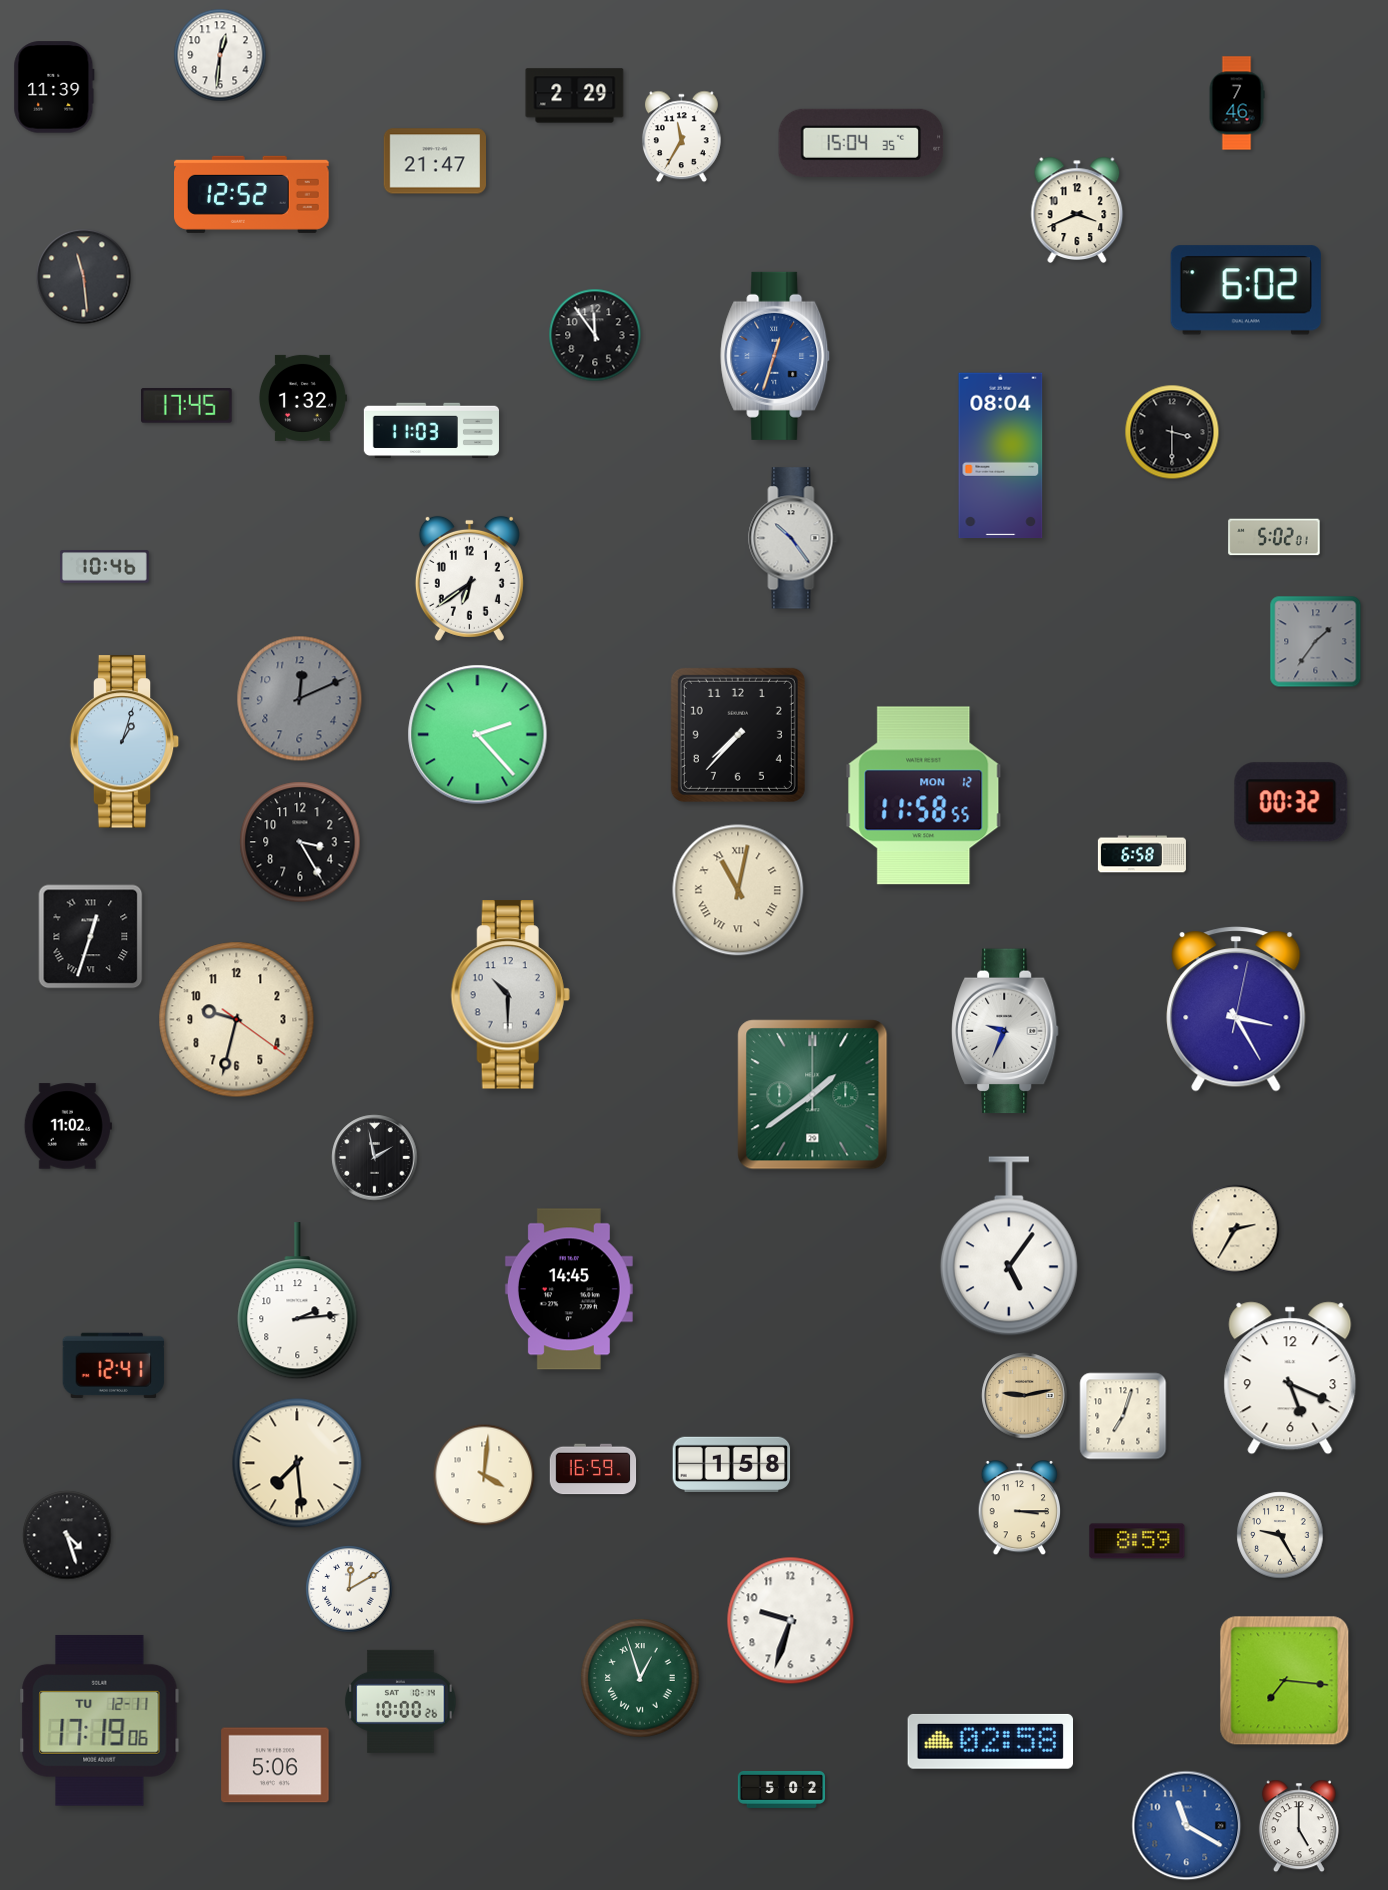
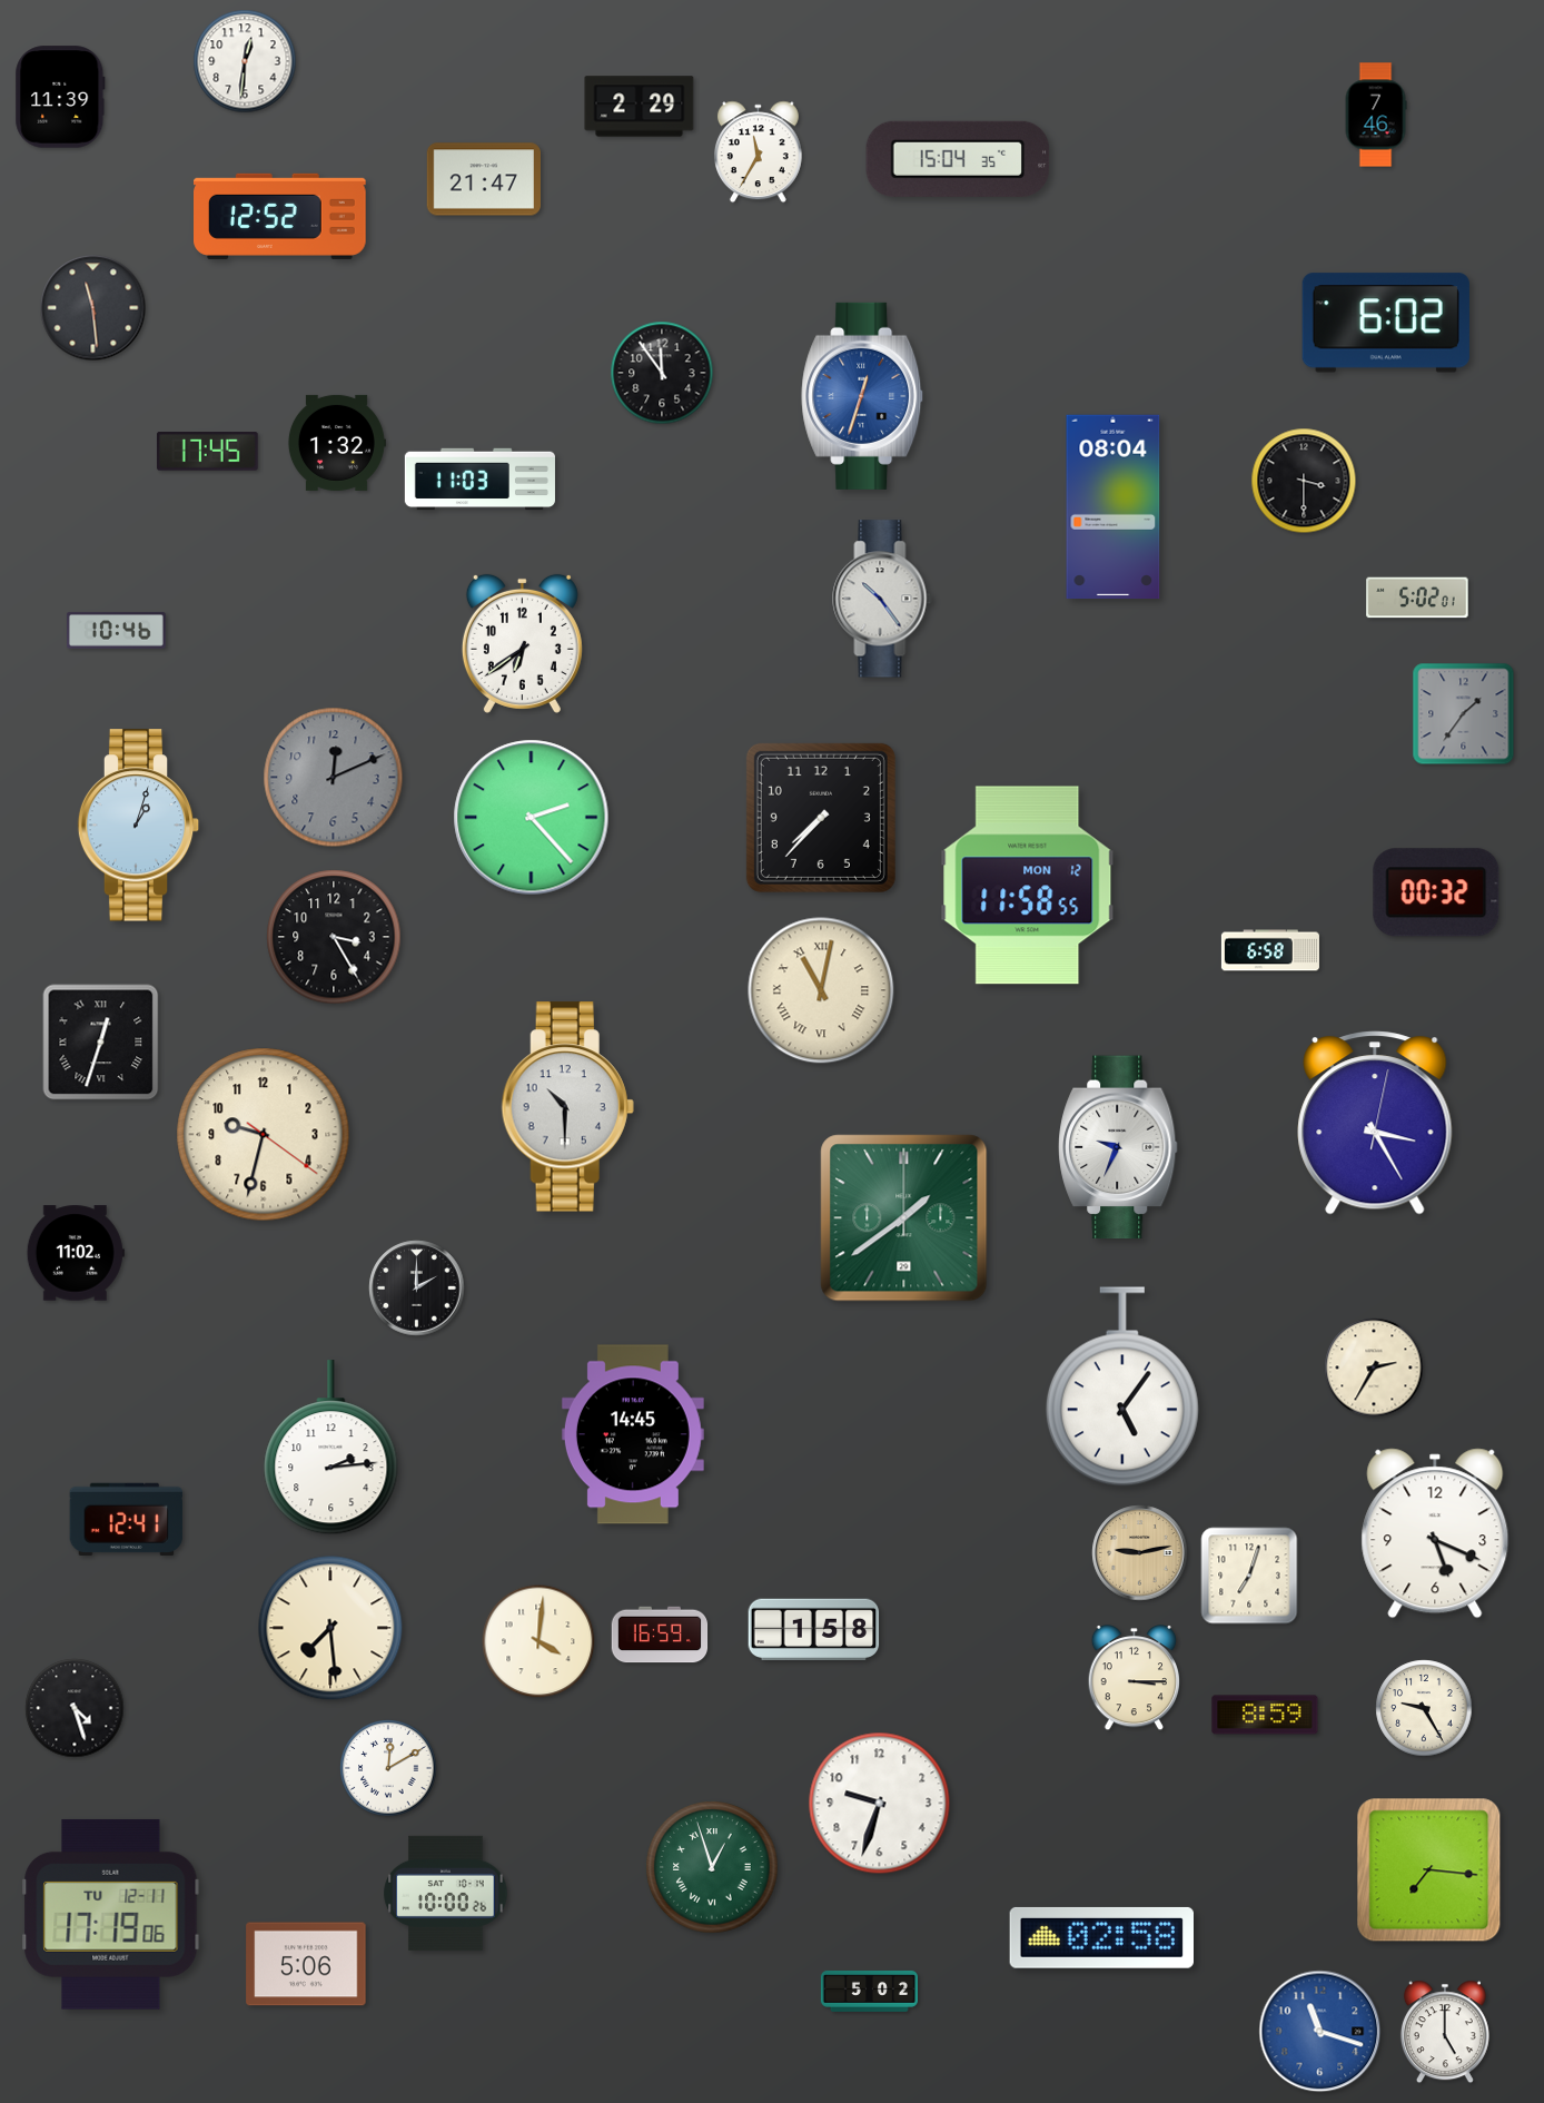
clock at (1077, 210): 3:41 -> none
clock at (375, 1158): 1:58 -> 2:00
clock at (1187, 1826): 11:20 -> 11:18
